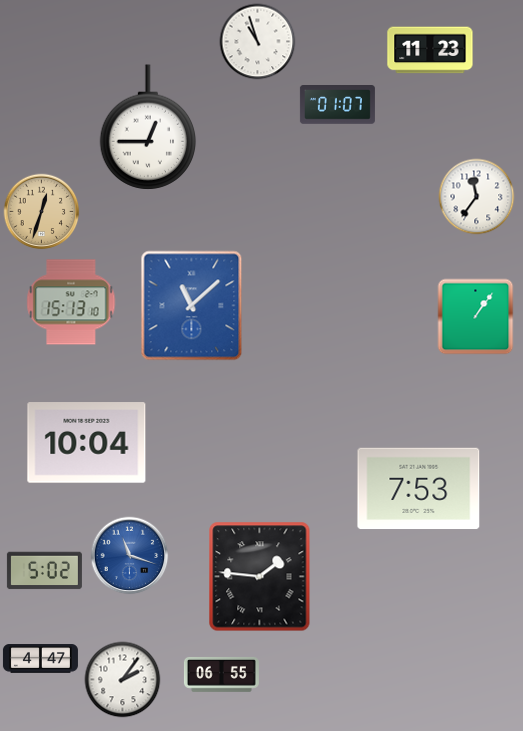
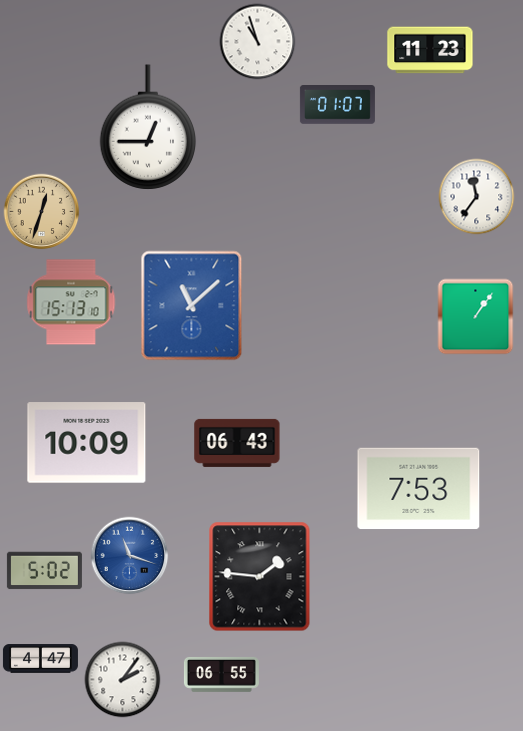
clock at (87, 443): 10:04 -> 10:09
clock at (237, 443): none -> 06:43
